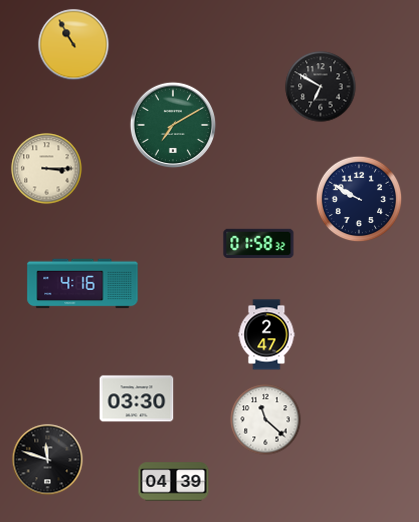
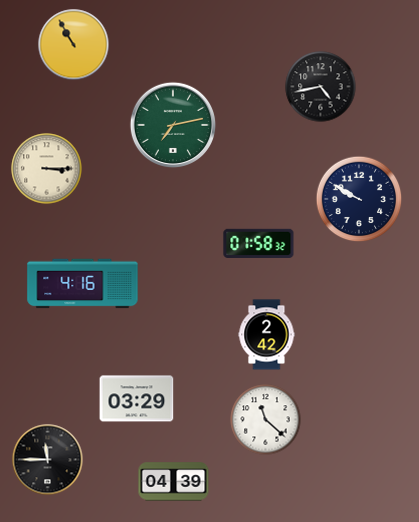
clock at (321, 87): 6:50 -> 4:43
clock at (173, 125): 7:10 -> 7:13
clock at (267, 335): 2:47 -> 2:42
clock at (137, 399): 03:30 -> 03:29
clock at (48, 460): 11:48 -> 11:45
